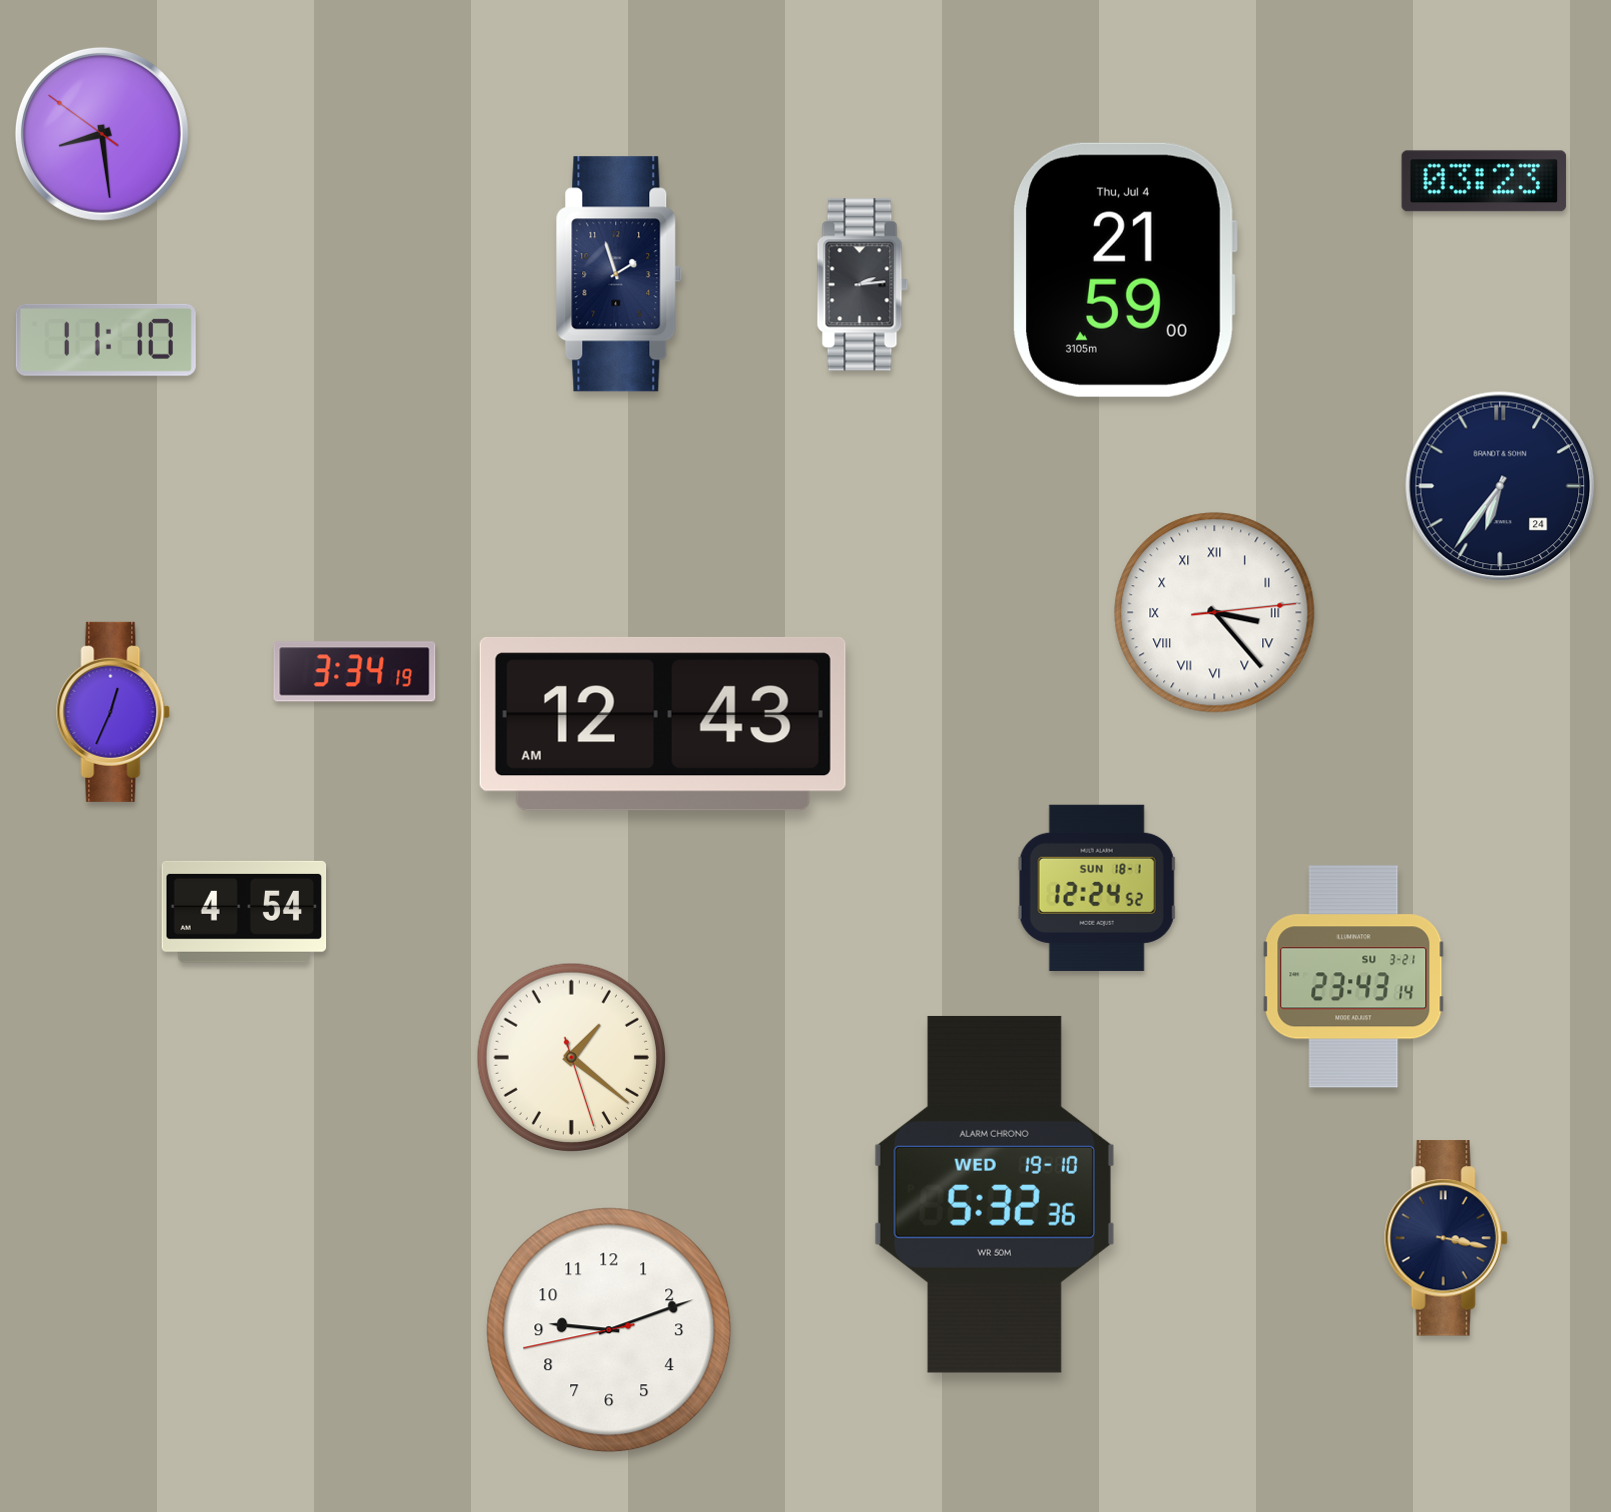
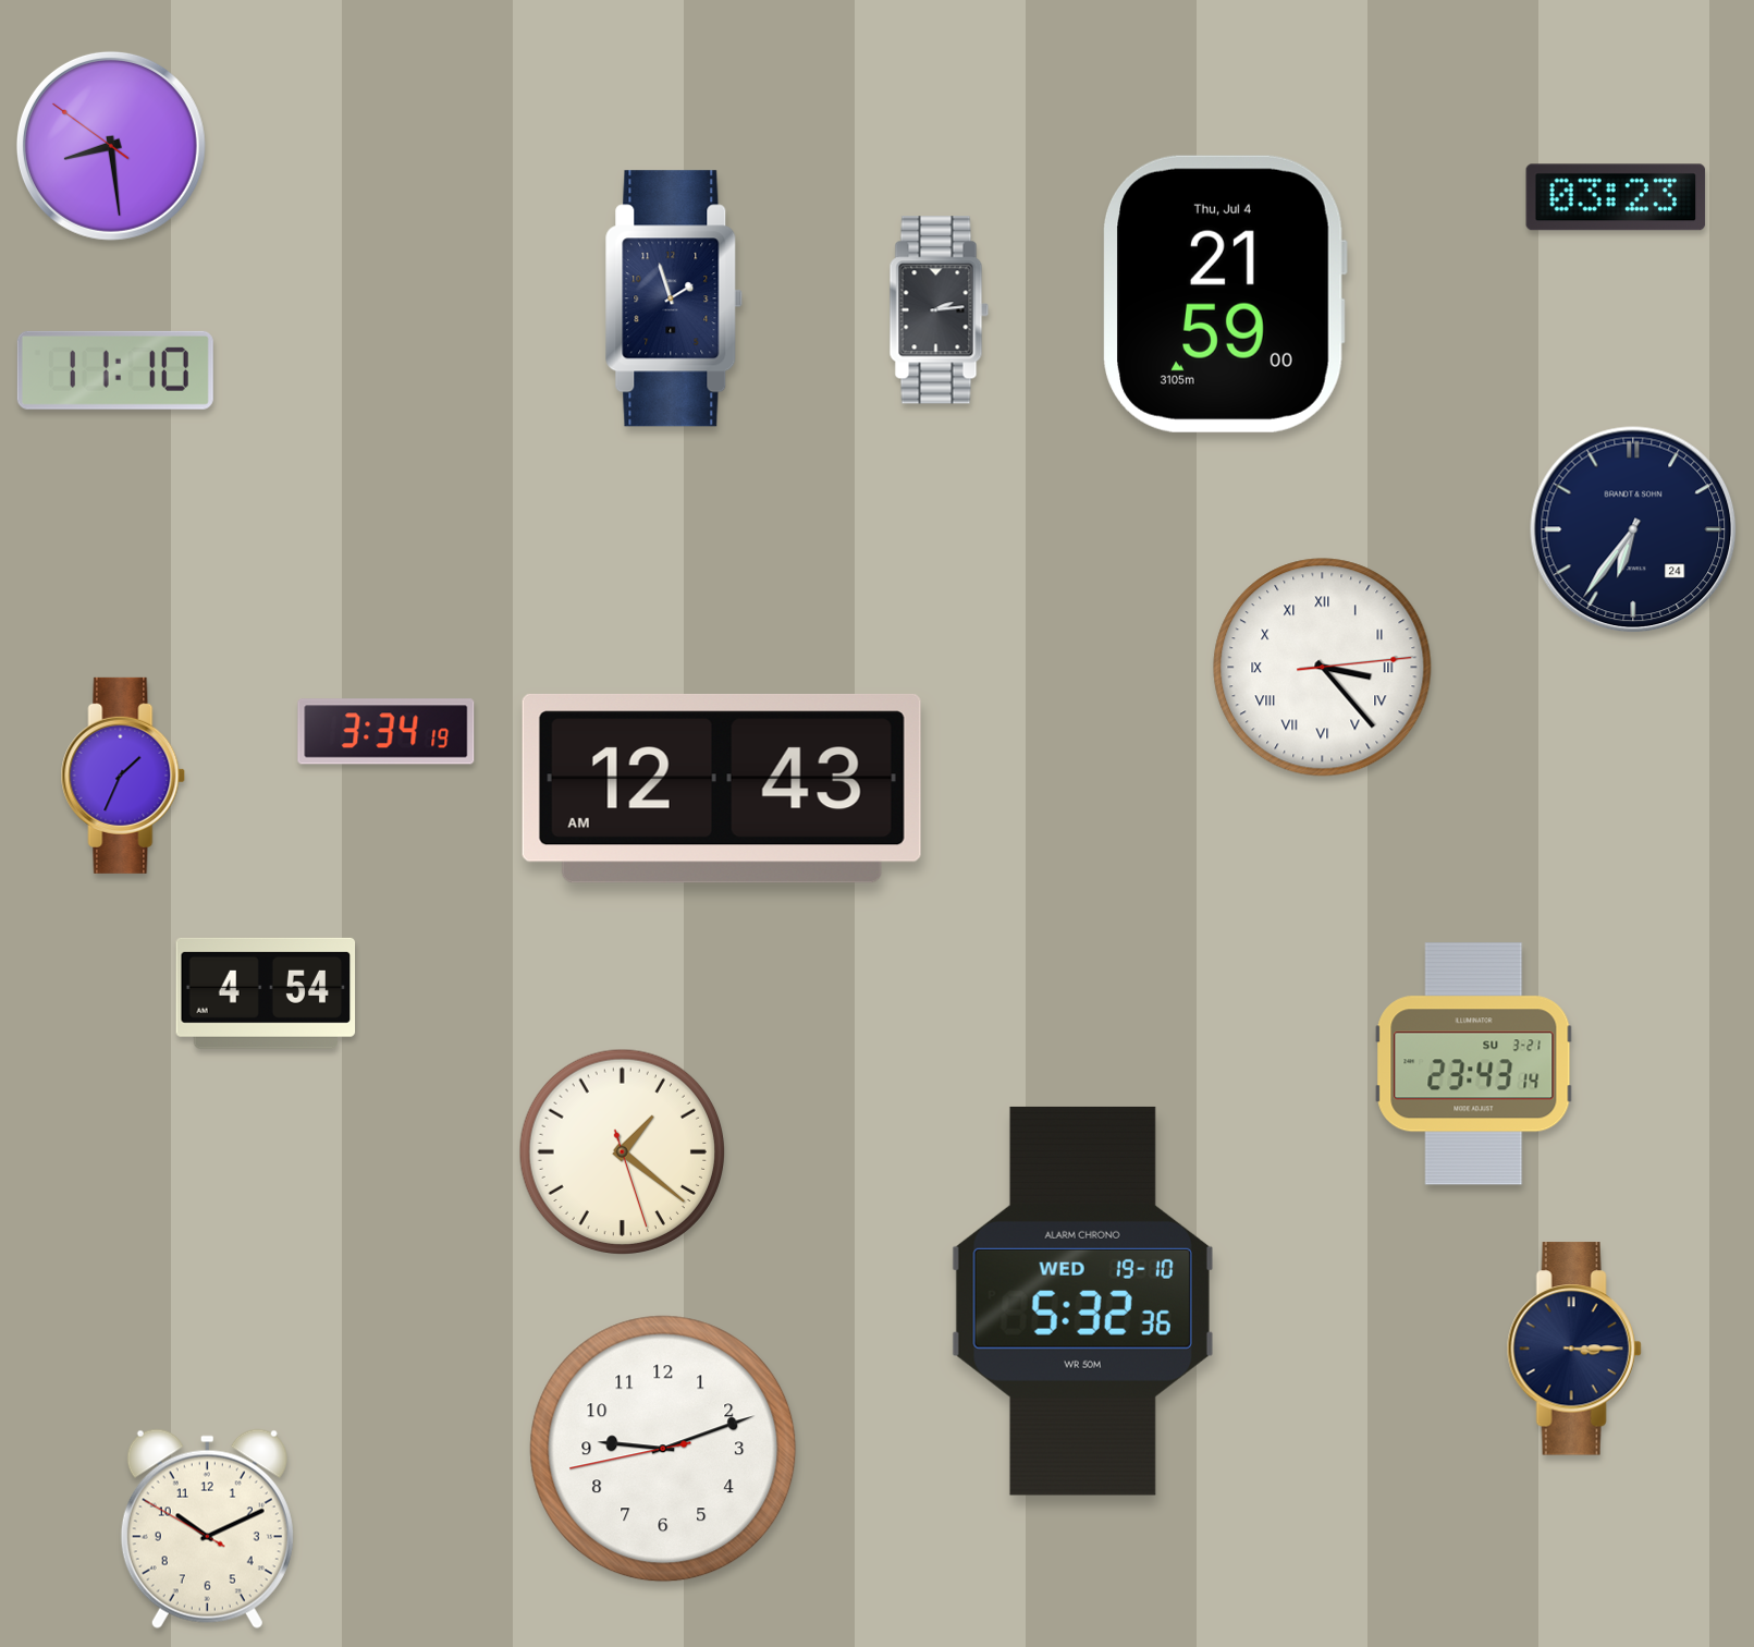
clock at (113, 712): 12:34 -> 1:34
clock at (1097, 888): 12:24 -> none
clock at (1446, 1238): 3:17 -> 3:15
clock at (207, 1528): none -> 10:10
